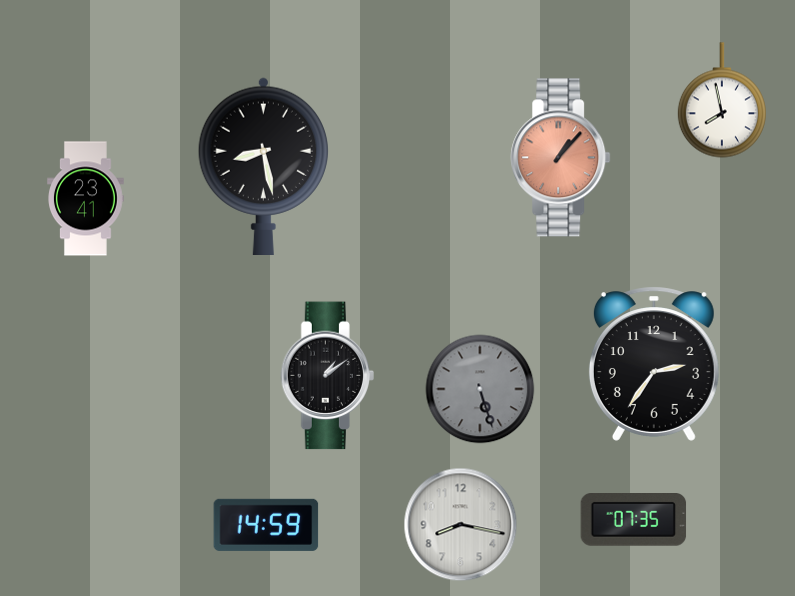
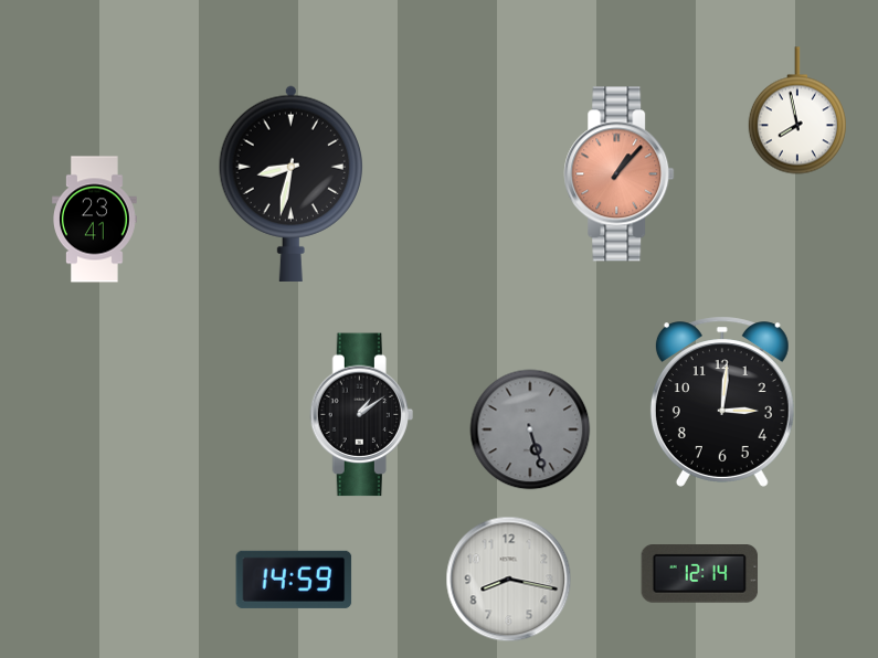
clock at (263, 166): 8:28 -> 8:32
clock at (654, 364): 2:36 -> 3:01
clock at (634, 520): 07:35 -> 12:14
